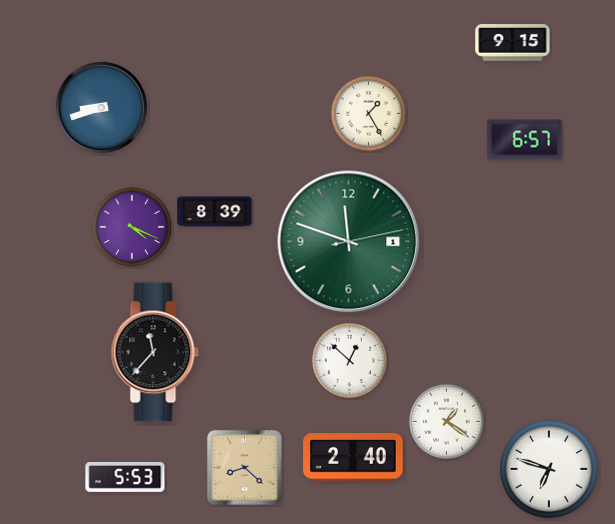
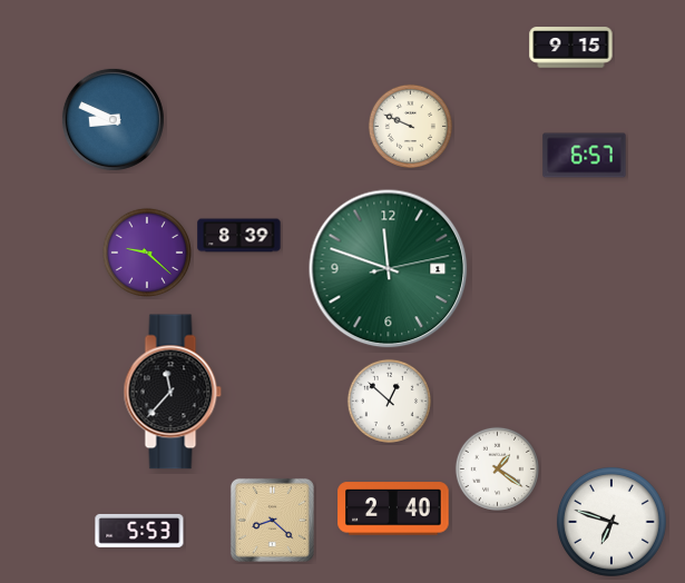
clock at (101, 107): 8:42 -> 8:49
clock at (368, 113): 1:25 -> 9:49
clock at (132, 227): 4:19 -> 9:22
